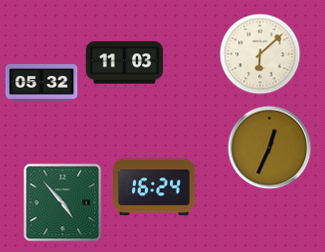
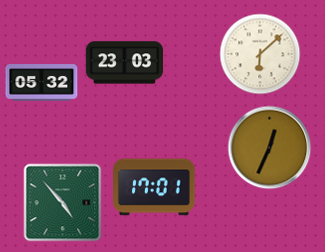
clock at (125, 63): 11:03 -> 23:03
clock at (154, 187): 16:24 -> 17:01
